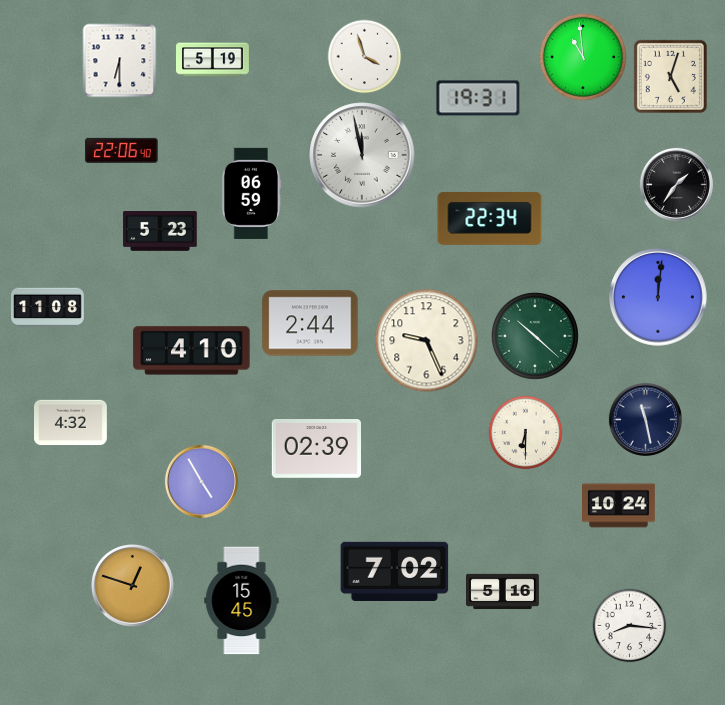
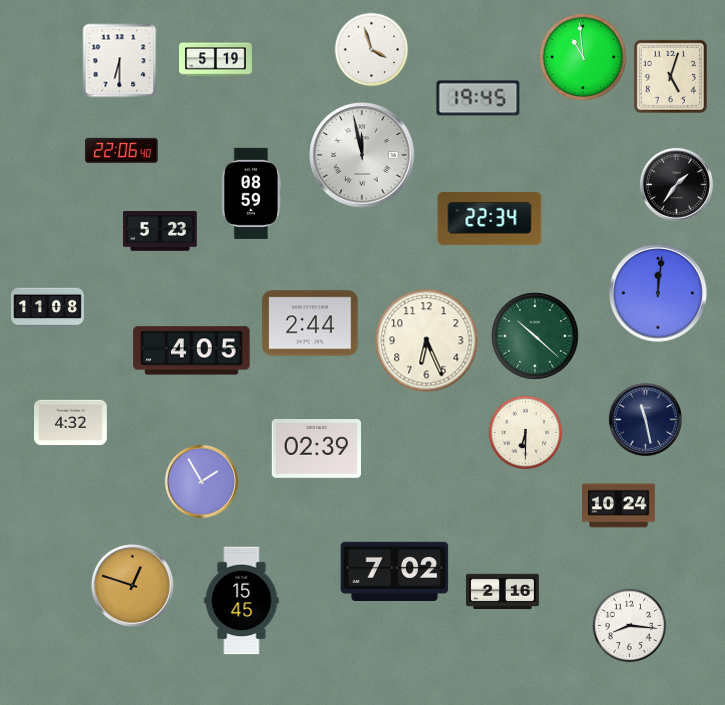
clock at (365, 57) position: (365, 57) -> (372, 50)
clock at (213, 60) position: (213, 60) -> (216, 60)
clock at (478, 98): 19:31 -> 19:45
clock at (252, 193): 06:59 -> 08:59
clock at (658, 297) position: (658, 297) -> (658, 293)
clock at (427, 341): 9:26 -> 6:26
clock at (192, 351): 4:10 -> 4:05
clock at (201, 481): 4:55 -> 1:55
clock at (503, 592): 5:16 -> 2:16
